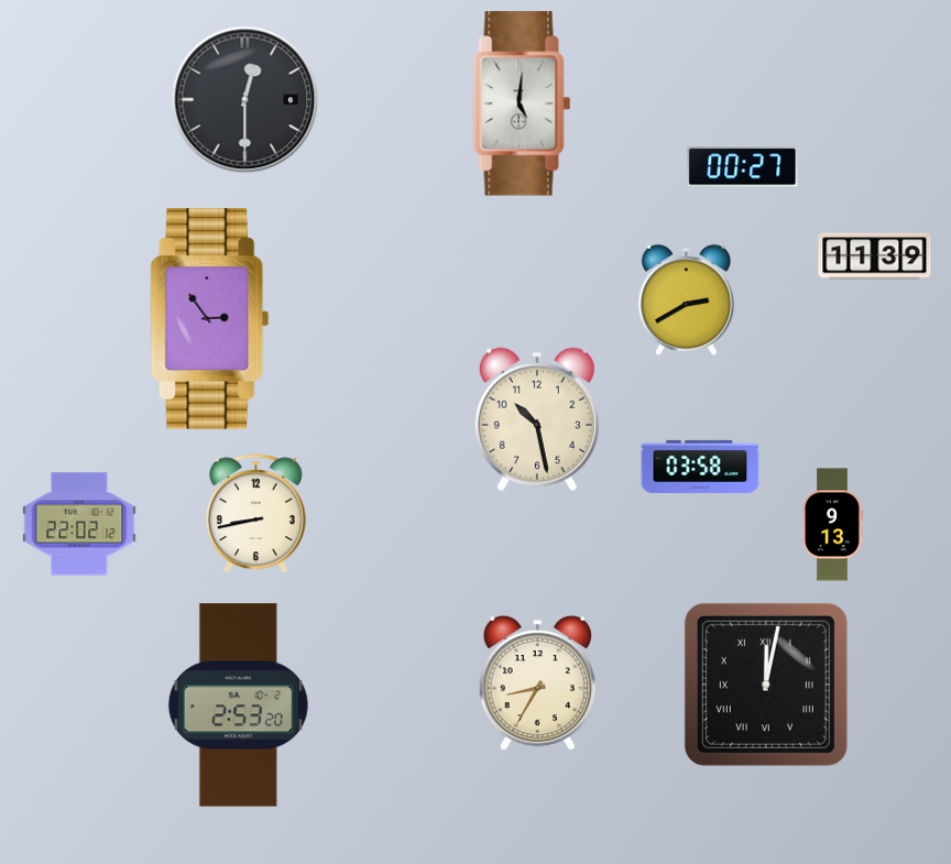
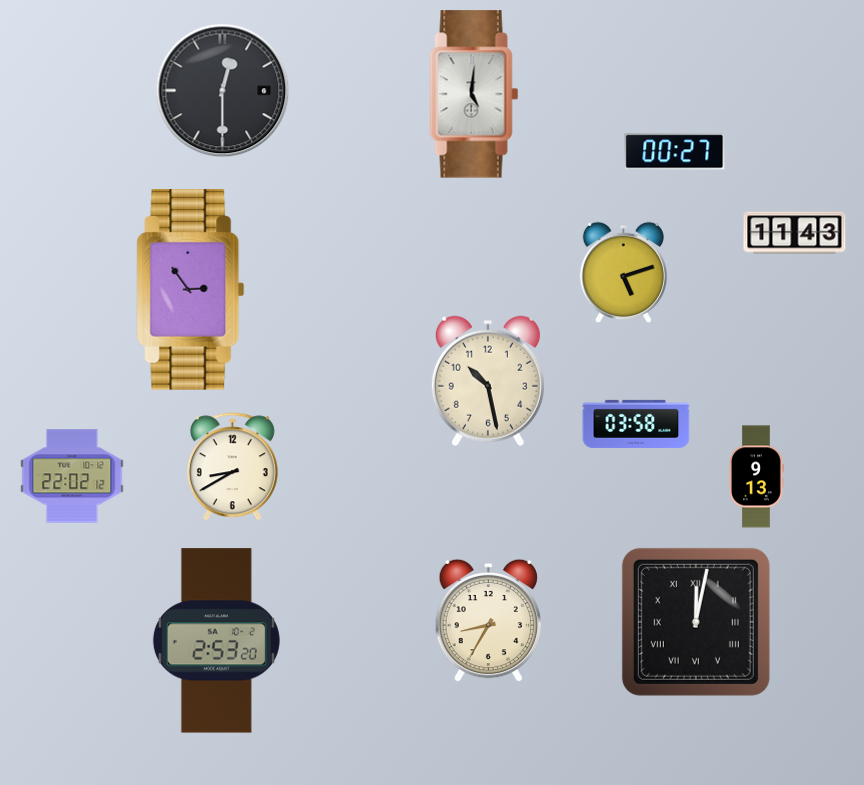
clock at (875, 256): 11:39 -> 11:43
clock at (686, 300): 2:40 -> 5:12
clock at (255, 514): 8:43 -> 8:40
